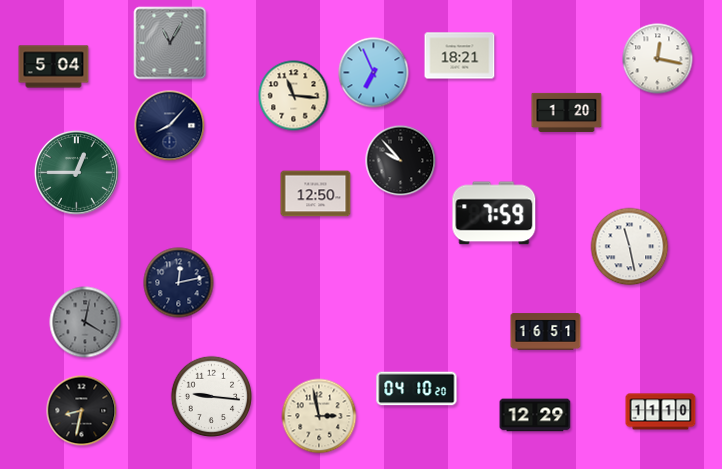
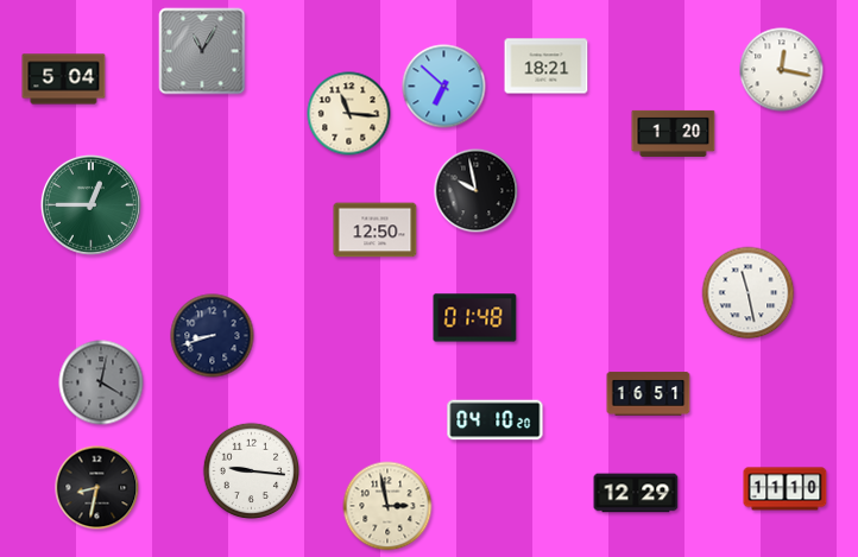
clock at (374, 73): 6:56 -> 6:52
clock at (170, 126): 8:07 -> none
clock at (401, 161): 9:53 -> 9:58
clock at (494, 213): 7:59 -> none
clock at (475, 318): none -> 01:48
clock at (179, 283): 12:13 -> 8:42
clock at (417, 389) position: (417, 389) -> (496, 420)
clock at (319, 416) position: (319, 416) -> (387, 506)
